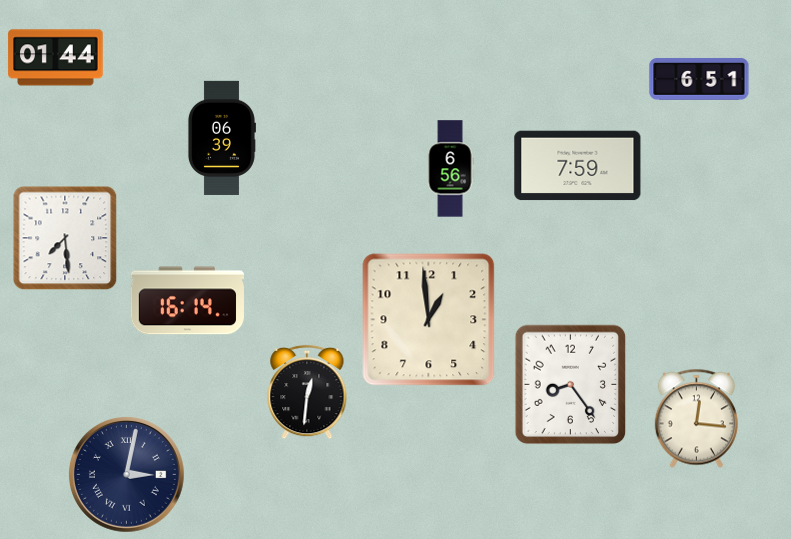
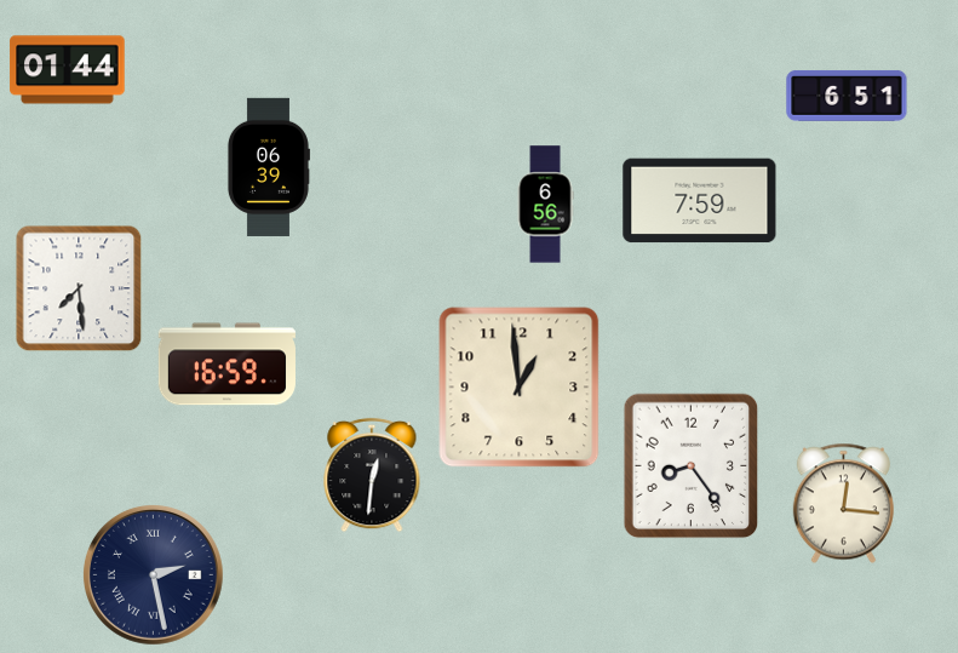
clock at (187, 301): 16:14 -> 16:59
clock at (696, 419) position: (696, 419) -> (843, 504)
clock at (126, 474): 3:02 -> 2:28
